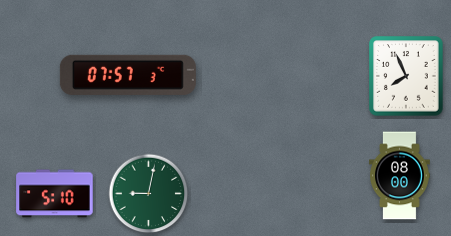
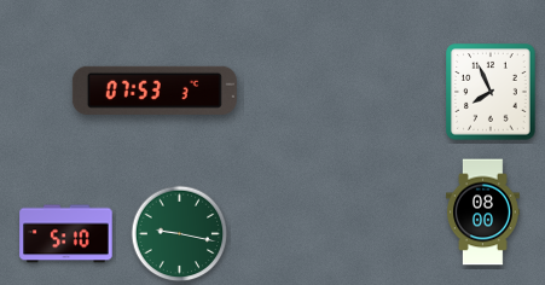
clock at (128, 75): 07:57 -> 07:53
clock at (149, 194): 9:02 -> 9:17
